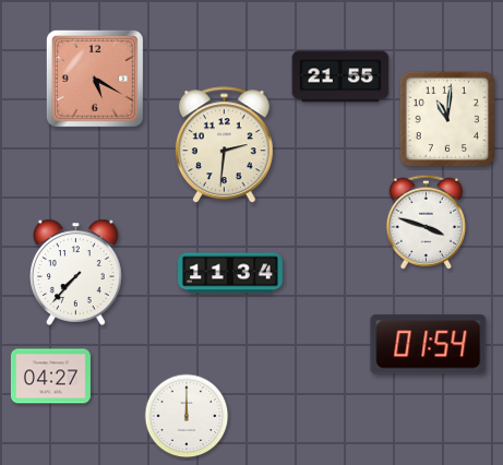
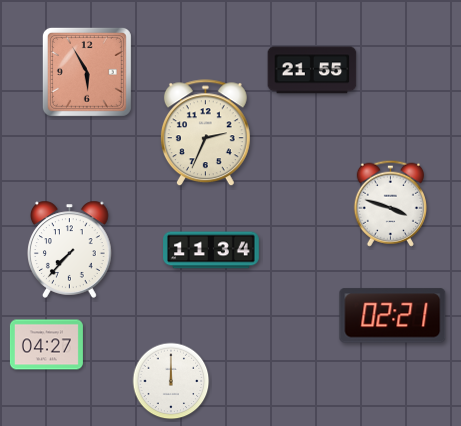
clock at (95, 79): 5:20 -> 5:55
clock at (447, 119): 11:01 -> none
clock at (224, 145): 2:31 -> 2:34
clock at (429, 345): 01:54 -> 02:21
